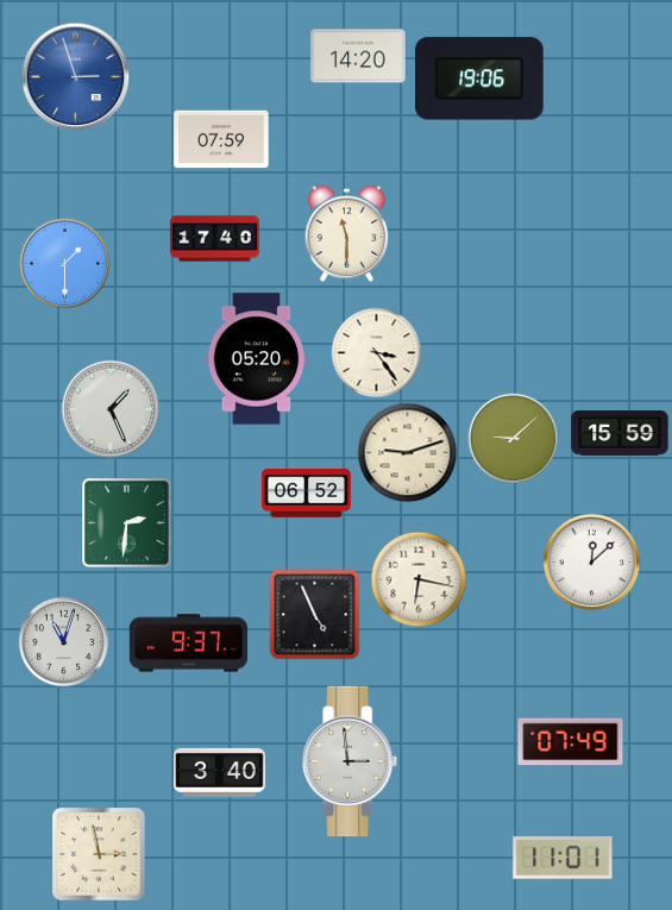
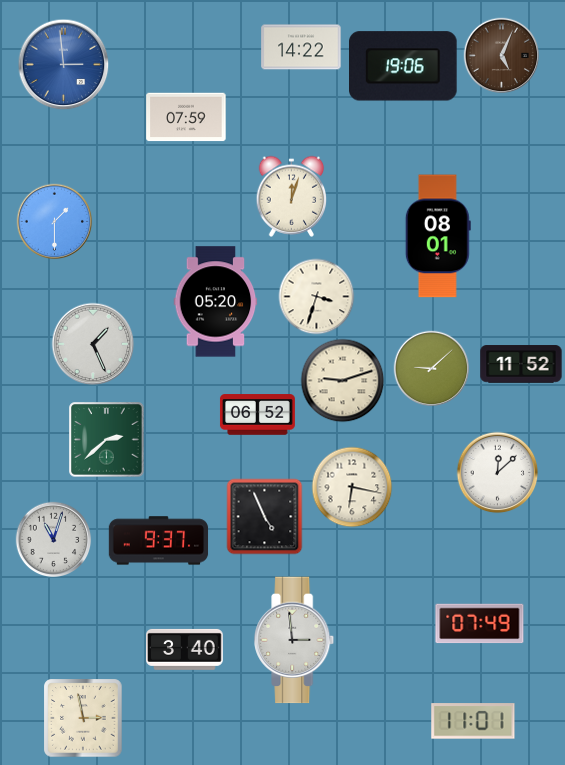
clock at (358, 56): 14:20 -> 14:22
clock at (502, 56): none -> 5:04
clock at (76, 77): 2:57 -> 2:59
clock at (347, 233): 11:30 -> 12:03
clock at (215, 239): 17:40 -> none
clock at (438, 236): none -> 08:01
clock at (377, 353): 3:24 -> 3:33
clock at (620, 433): 15:59 -> 11:52
clock at (127, 523): 2:31 -> 2:38
